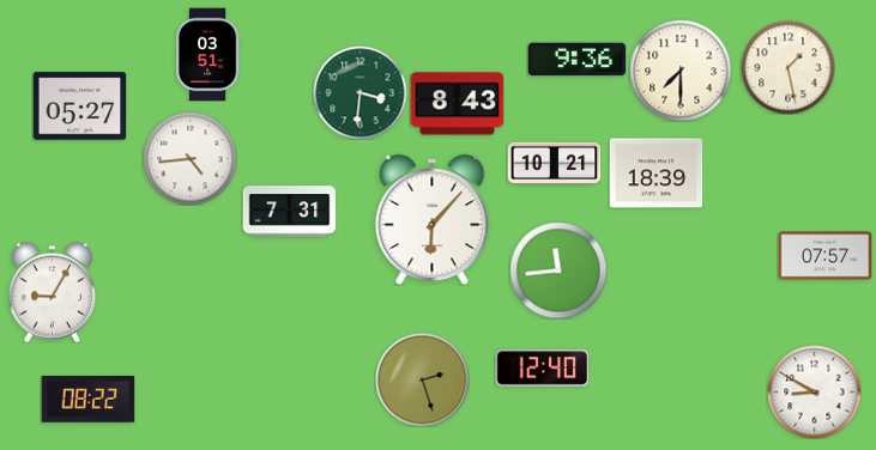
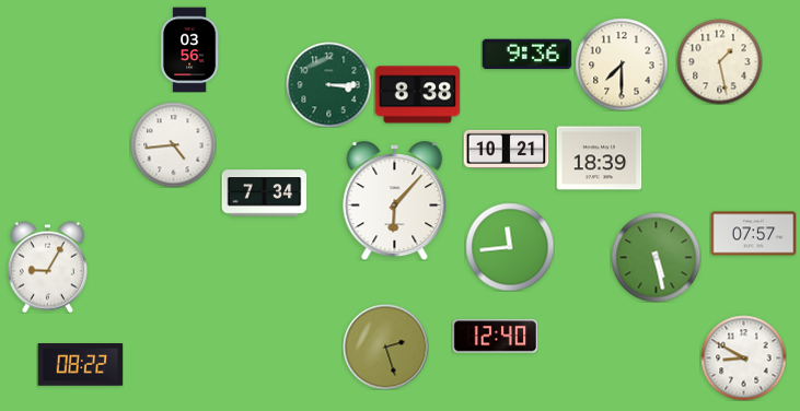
clock at (207, 54): 03:51 -> 03:56
clock at (360, 92): 3:31 -> 3:15
clock at (457, 104): 8:43 -> 8:38
clock at (79, 107): 05:27 -> none
clock at (289, 212): 7:31 -> 7:34
clock at (656, 257): none -> 5:28
